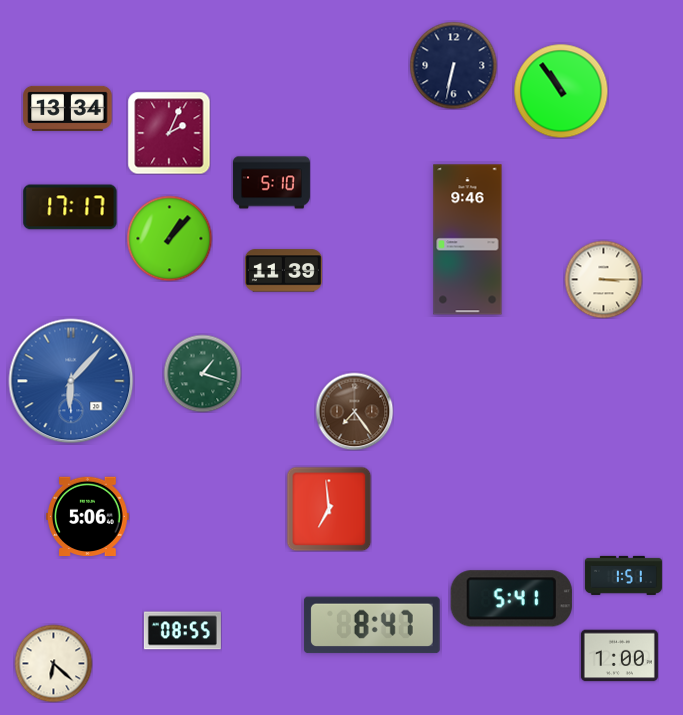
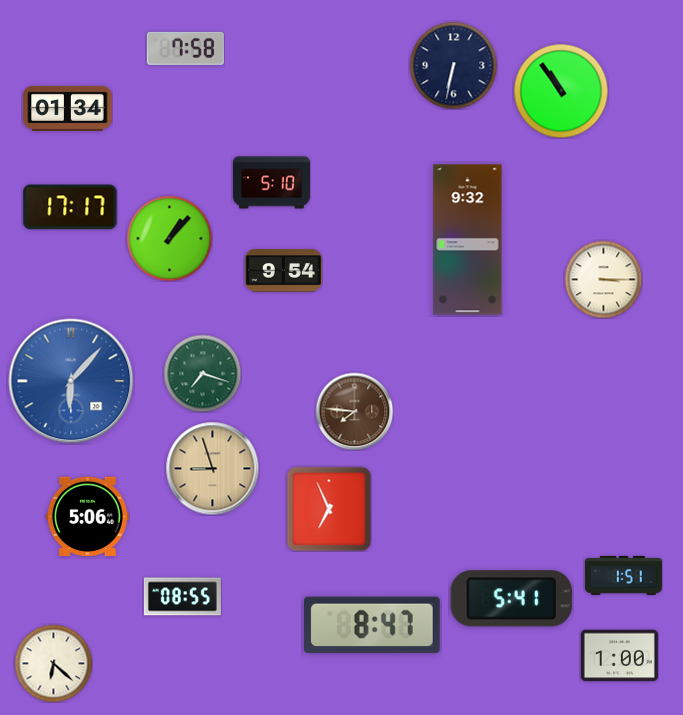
clock at (185, 48): none -> 7:58
clock at (68, 108): 13:34 -> 01:34
clock at (169, 133): 2:04 -> none
clock at (468, 240): 9:46 -> 9:32
clock at (283, 271): 11:39 -> 9:54
clock at (202, 373): 1:18 -> 7:18
clock at (354, 411): 7:24 -> 7:46
clock at (212, 468): none -> 8:57
clock at (329, 509): 6:59 -> 6:56
clock at (182, 631) position: (182, 631) -> (182, 597)
